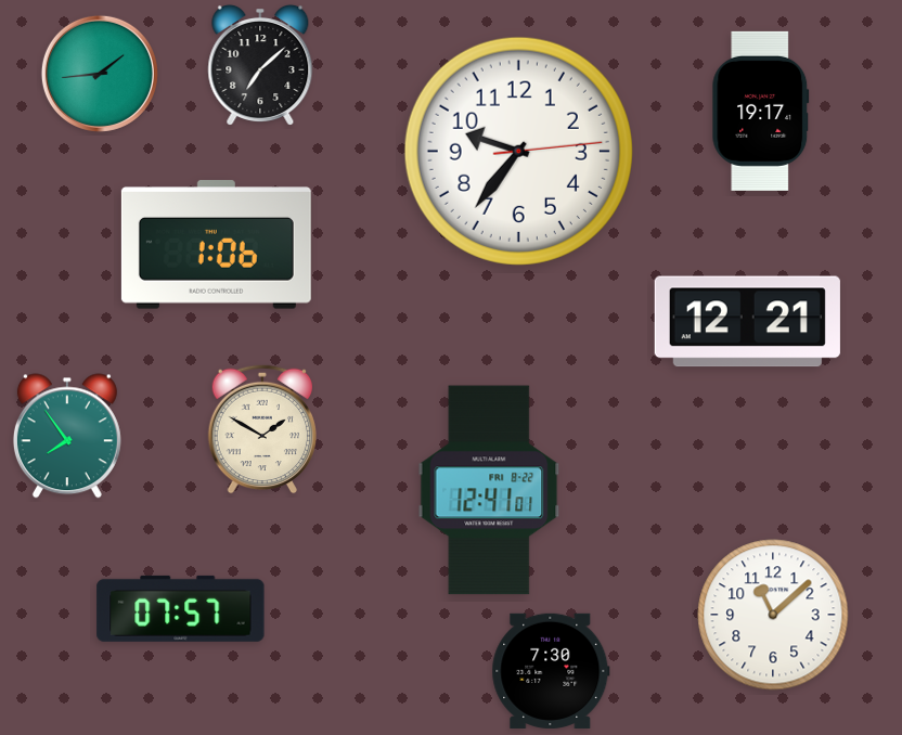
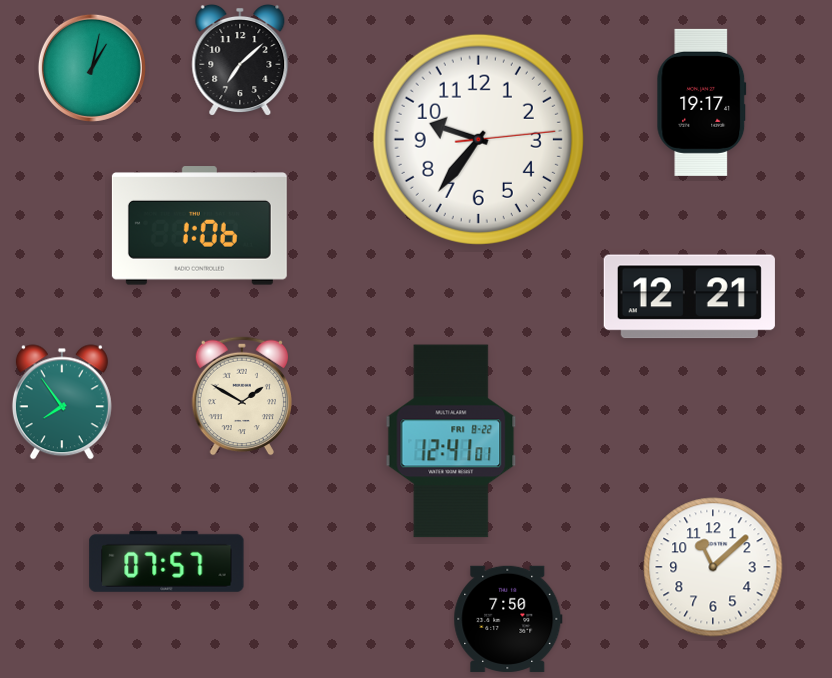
clock at (100, 74): 1:44 -> 1:02
clock at (489, 490) position: (489, 490) -> (451, 441)
clock at (551, 671): 7:30 -> 7:50
